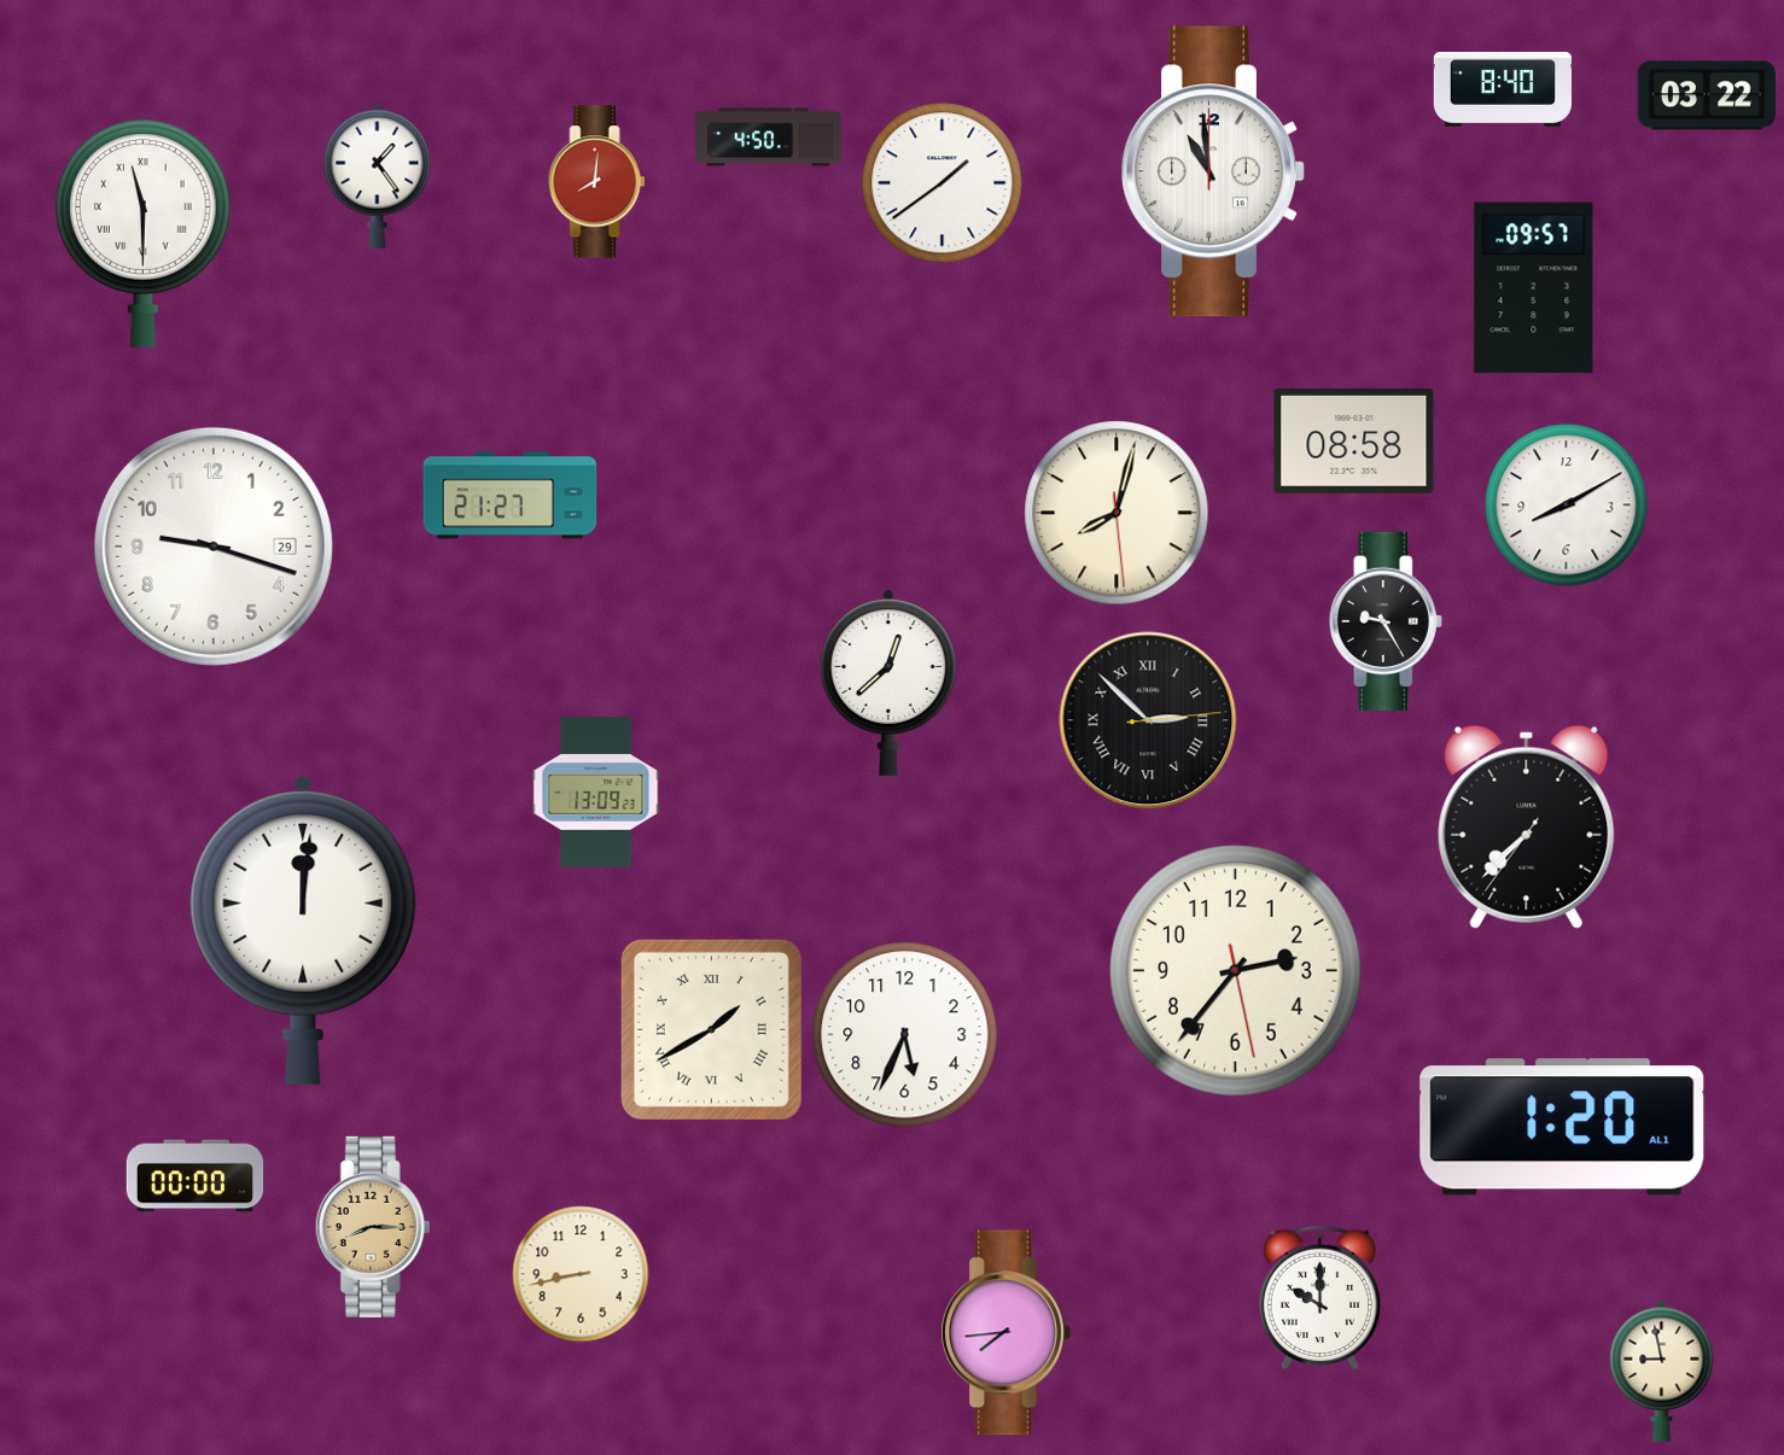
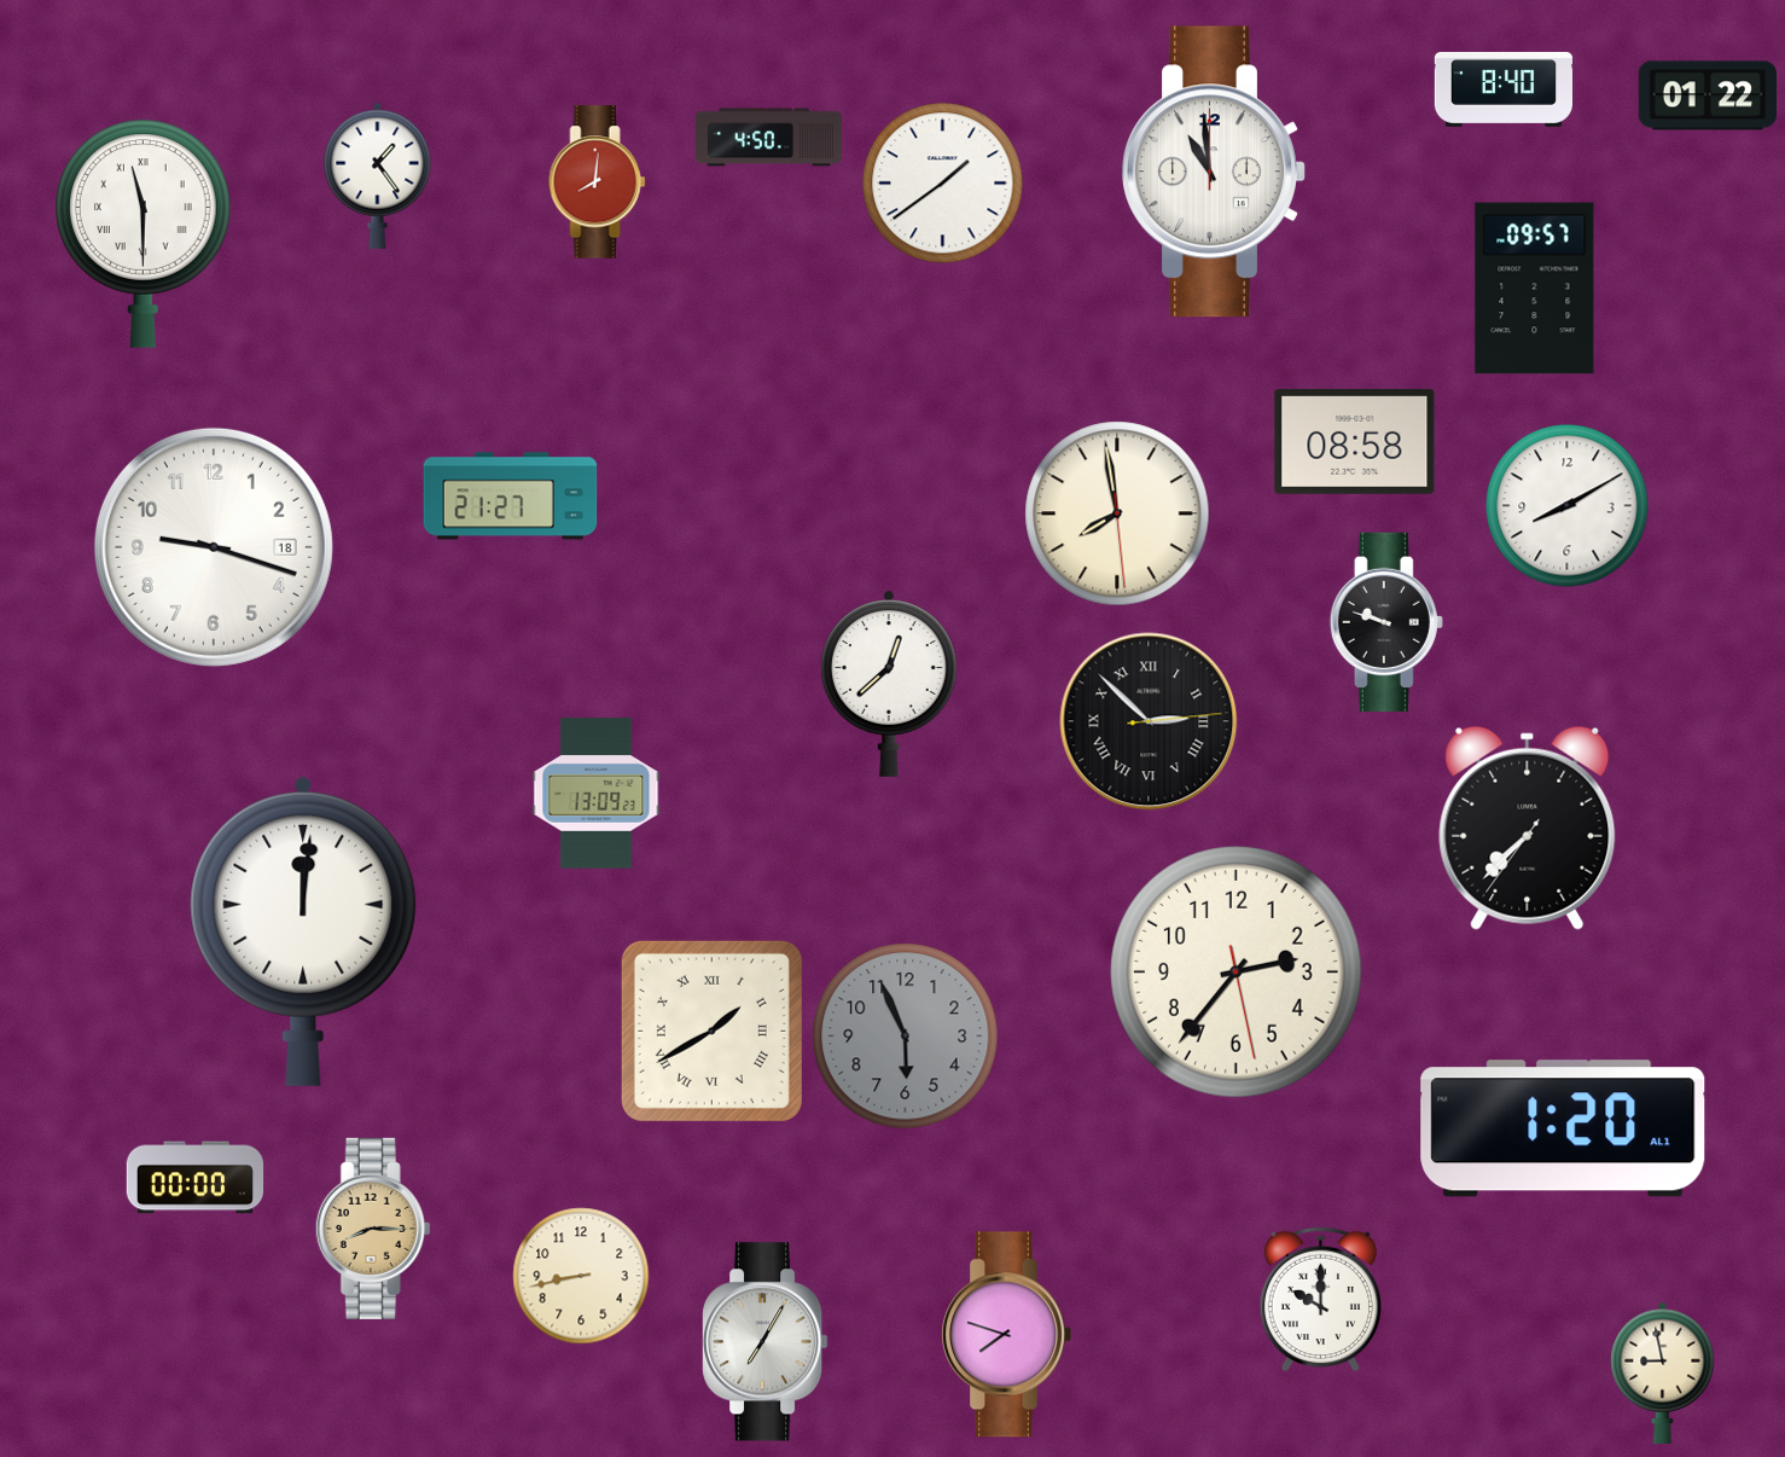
clock at (1706, 95): 03:22 -> 01:22
clock at (1117, 513): 8:02 -> 7:58
clock at (214, 547) date: 29 -> 18
clock at (1386, 621): 9:25 -> 9:48
clock at (905, 1035): 5:34 -> 5:56
clock at (905, 1035) dial: white -> grey
clock at (1005, 1333): 7:44 -> 7:48
clock at (766, 1342): none -> 7:05
